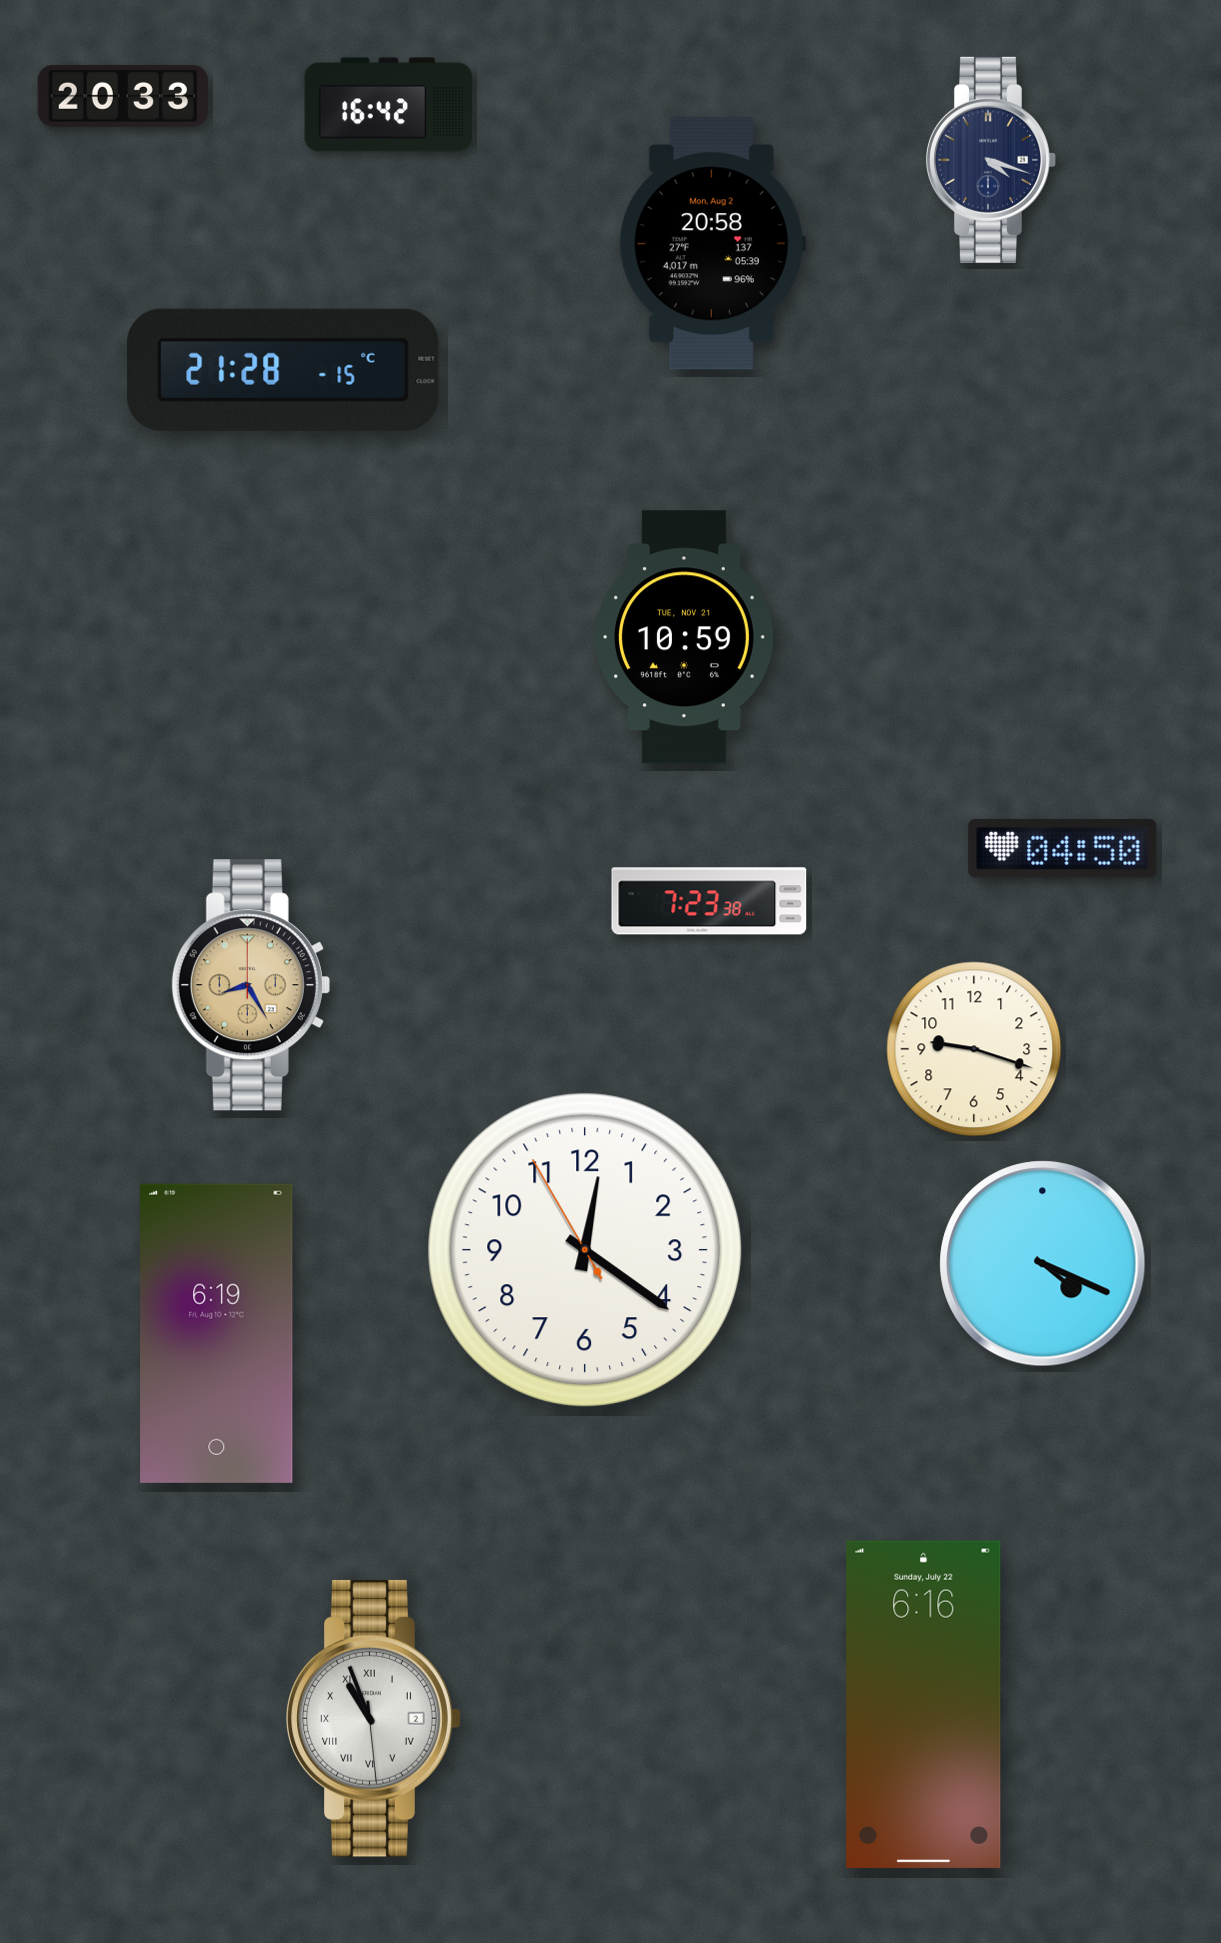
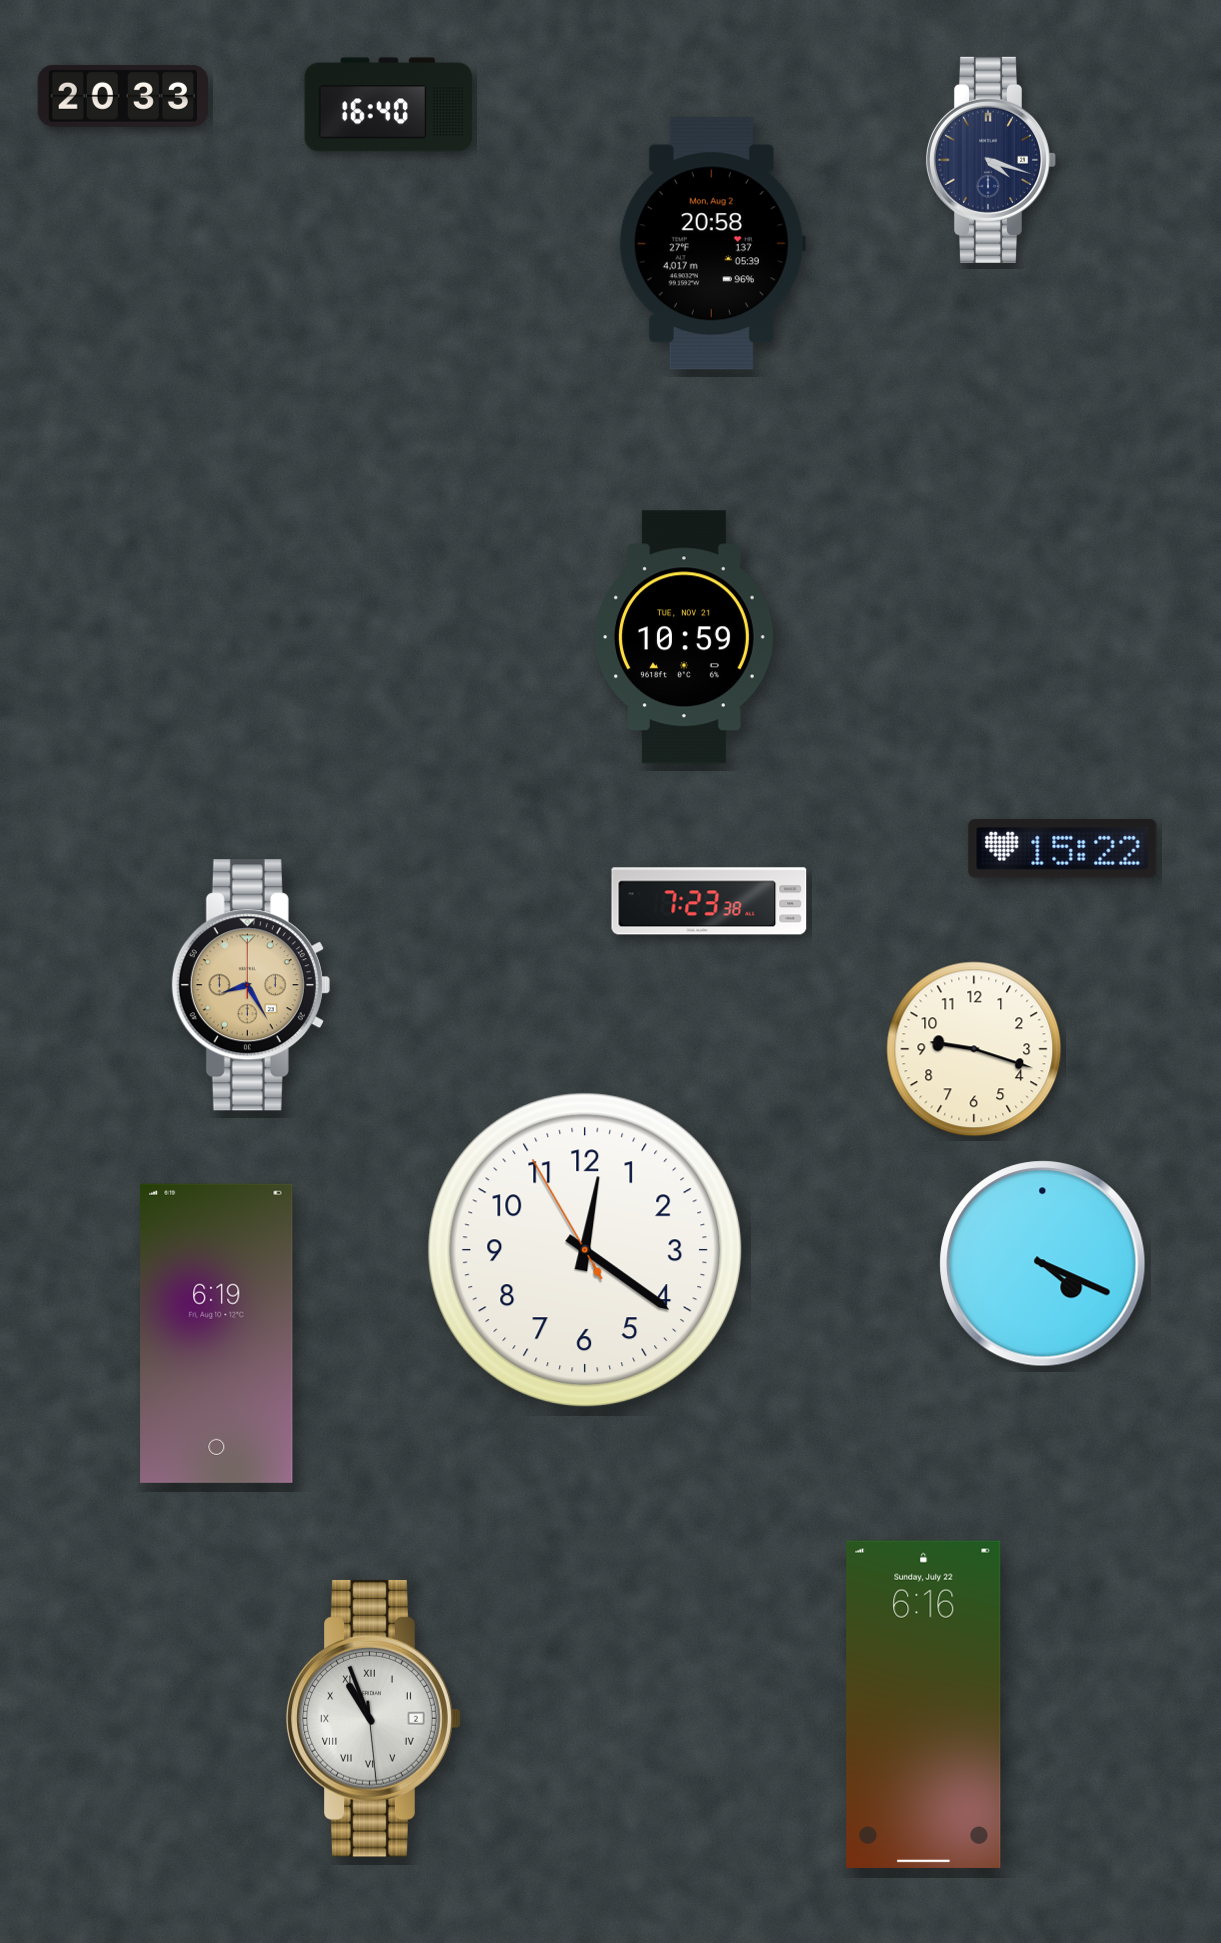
clock at (389, 105): 16:42 -> 16:40
clock at (283, 370): 21:28 -> none
clock at (1063, 849): 04:50 -> 15:22
